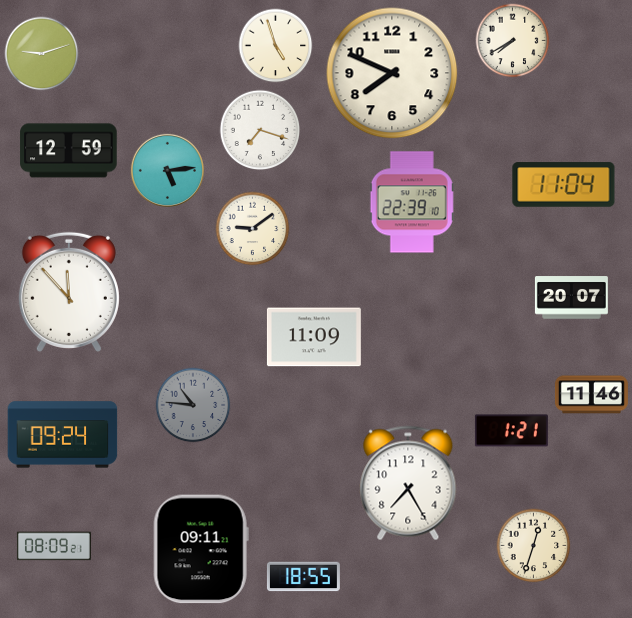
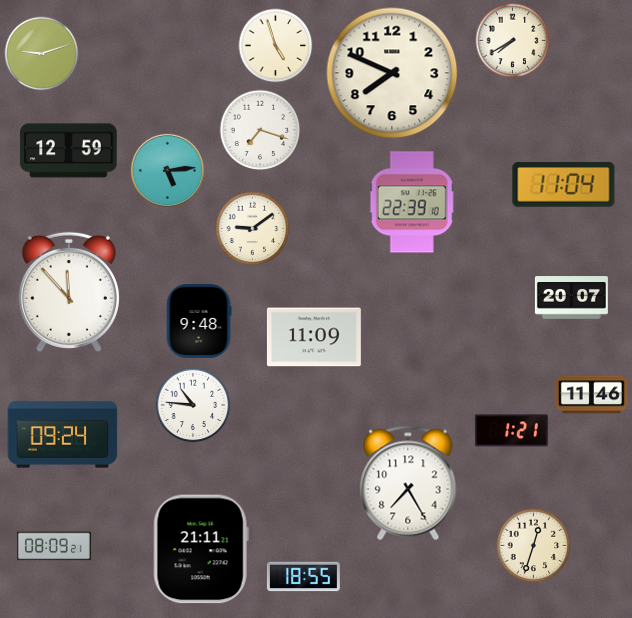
clock at (199, 321): none -> 9:48
clock at (193, 405) dial: grey -> white
clock at (201, 549): 09:11 -> 21:11
